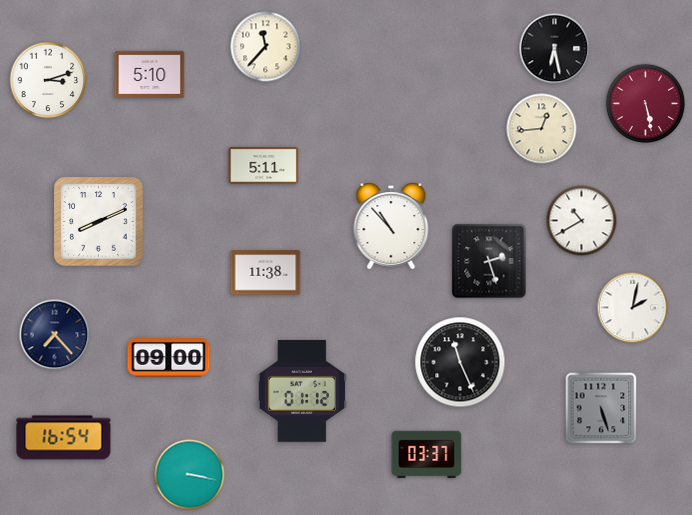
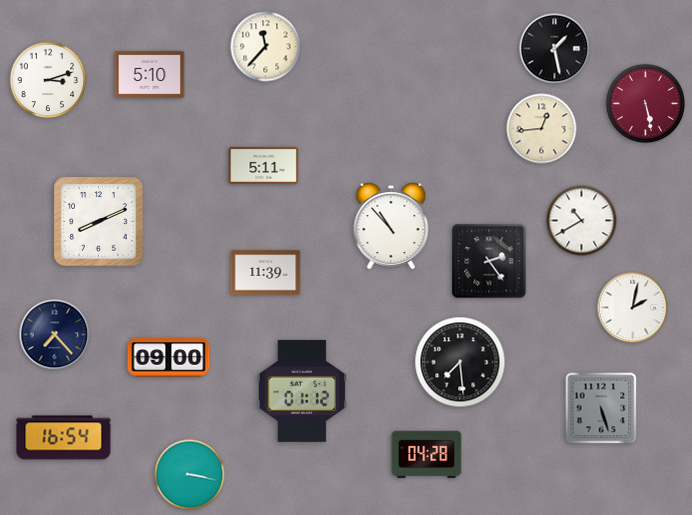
clock at (555, 49): 6:28 -> 1:28
clock at (489, 261): 2:27 -> 2:24
clock at (266, 273): 11:38 -> 11:39
clock at (460, 362): 11:26 -> 7:29
clock at (427, 455): 03:37 -> 04:28
